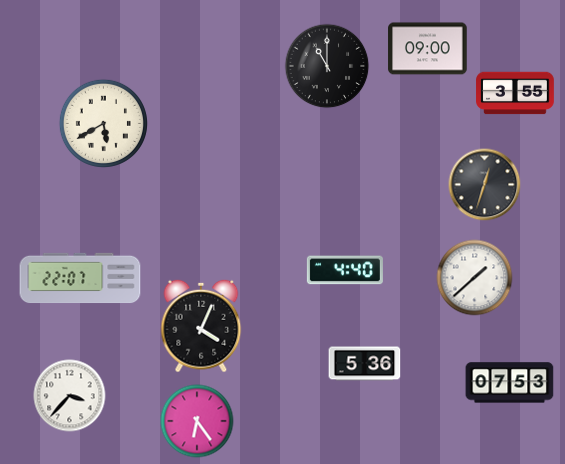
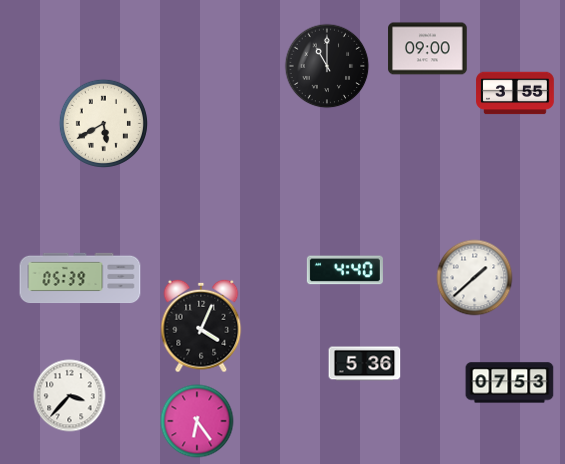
clock at (485, 185): 12:33 -> none
clock at (80, 278): 22:07 -> 05:39
